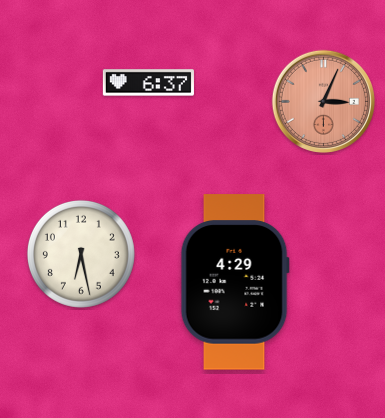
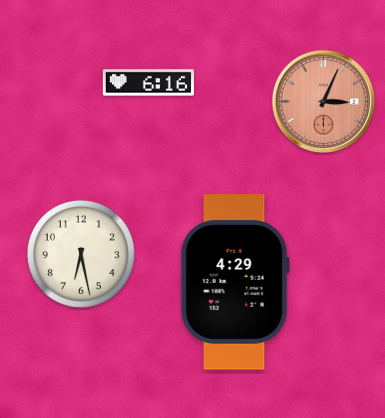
clock at (148, 83): 6:37 -> 6:16
